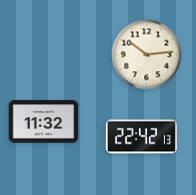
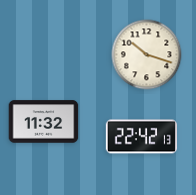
clock at (147, 55): 10:14 -> 10:18
